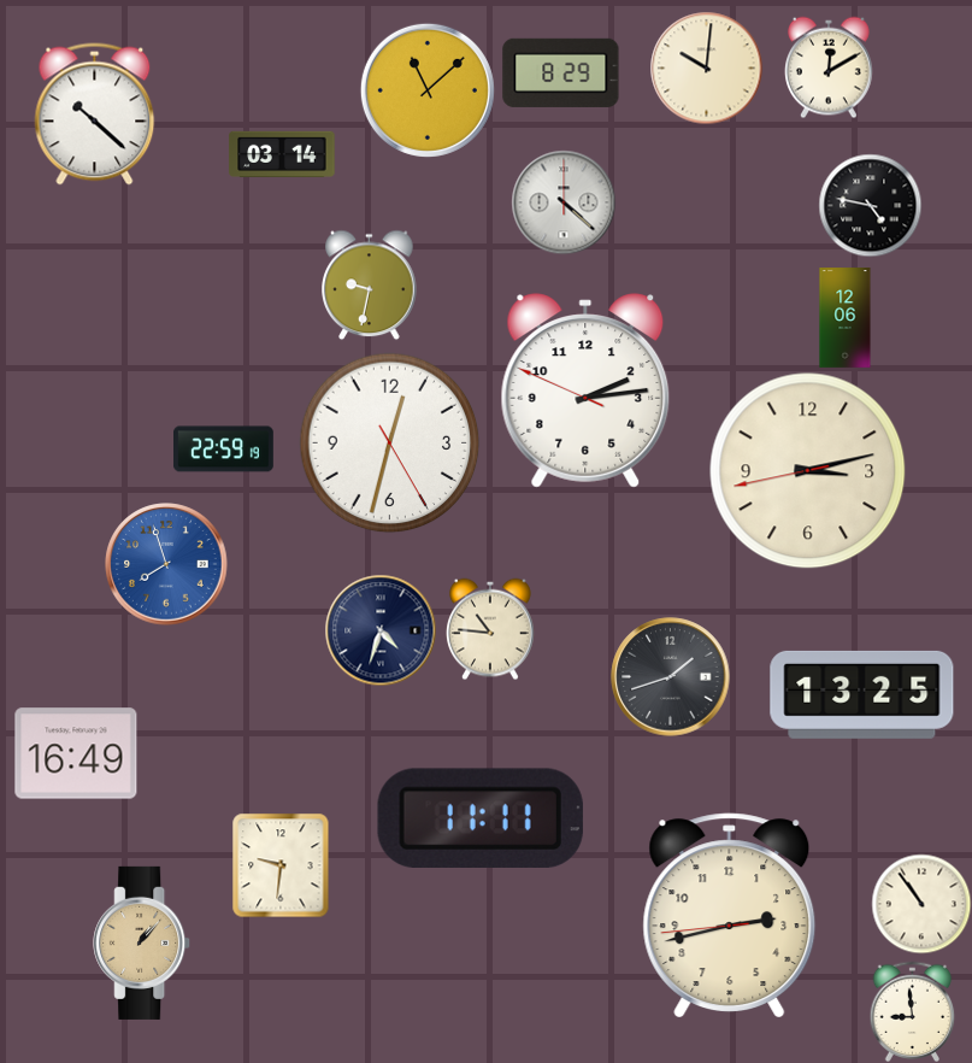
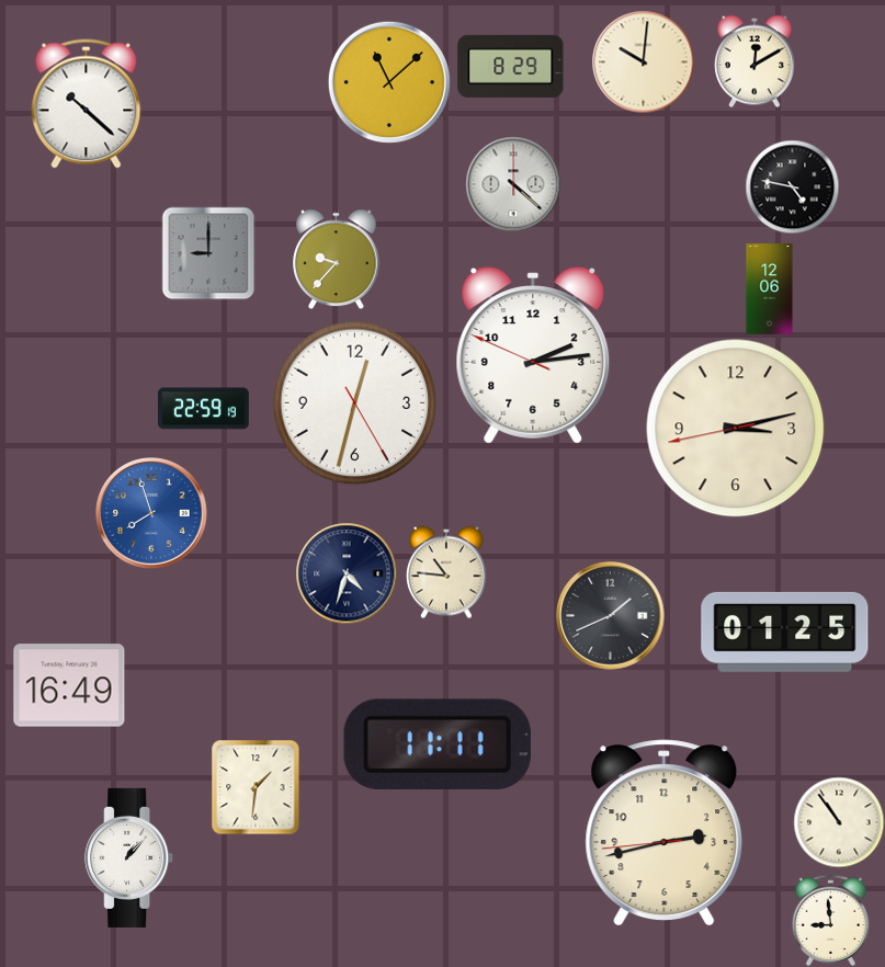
clock at (282, 153): 03:14 -> none
clock at (208, 253): none -> 9:00
clock at (370, 284): 9:32 -> 9:37
clock at (671, 677): 1:42 -> 1:41
clock at (862, 694): 13:25 -> 01:25
clock at (281, 865): 9:31 -> 1:31
clock at (142, 942) dial: champagne -> white
